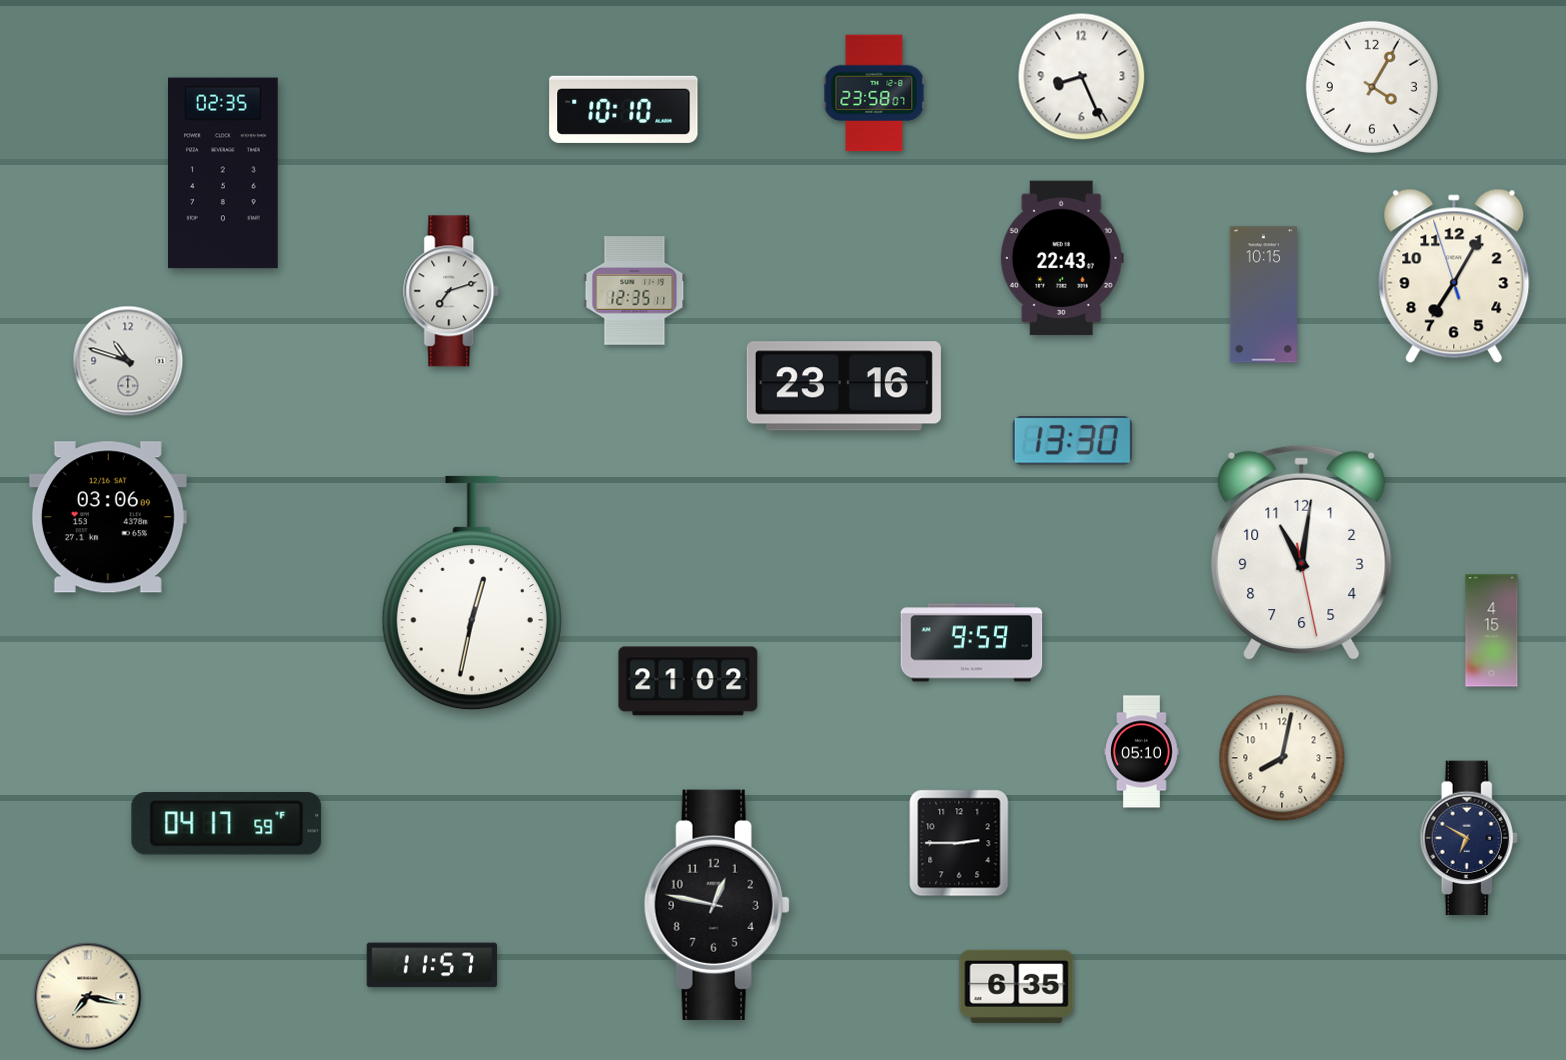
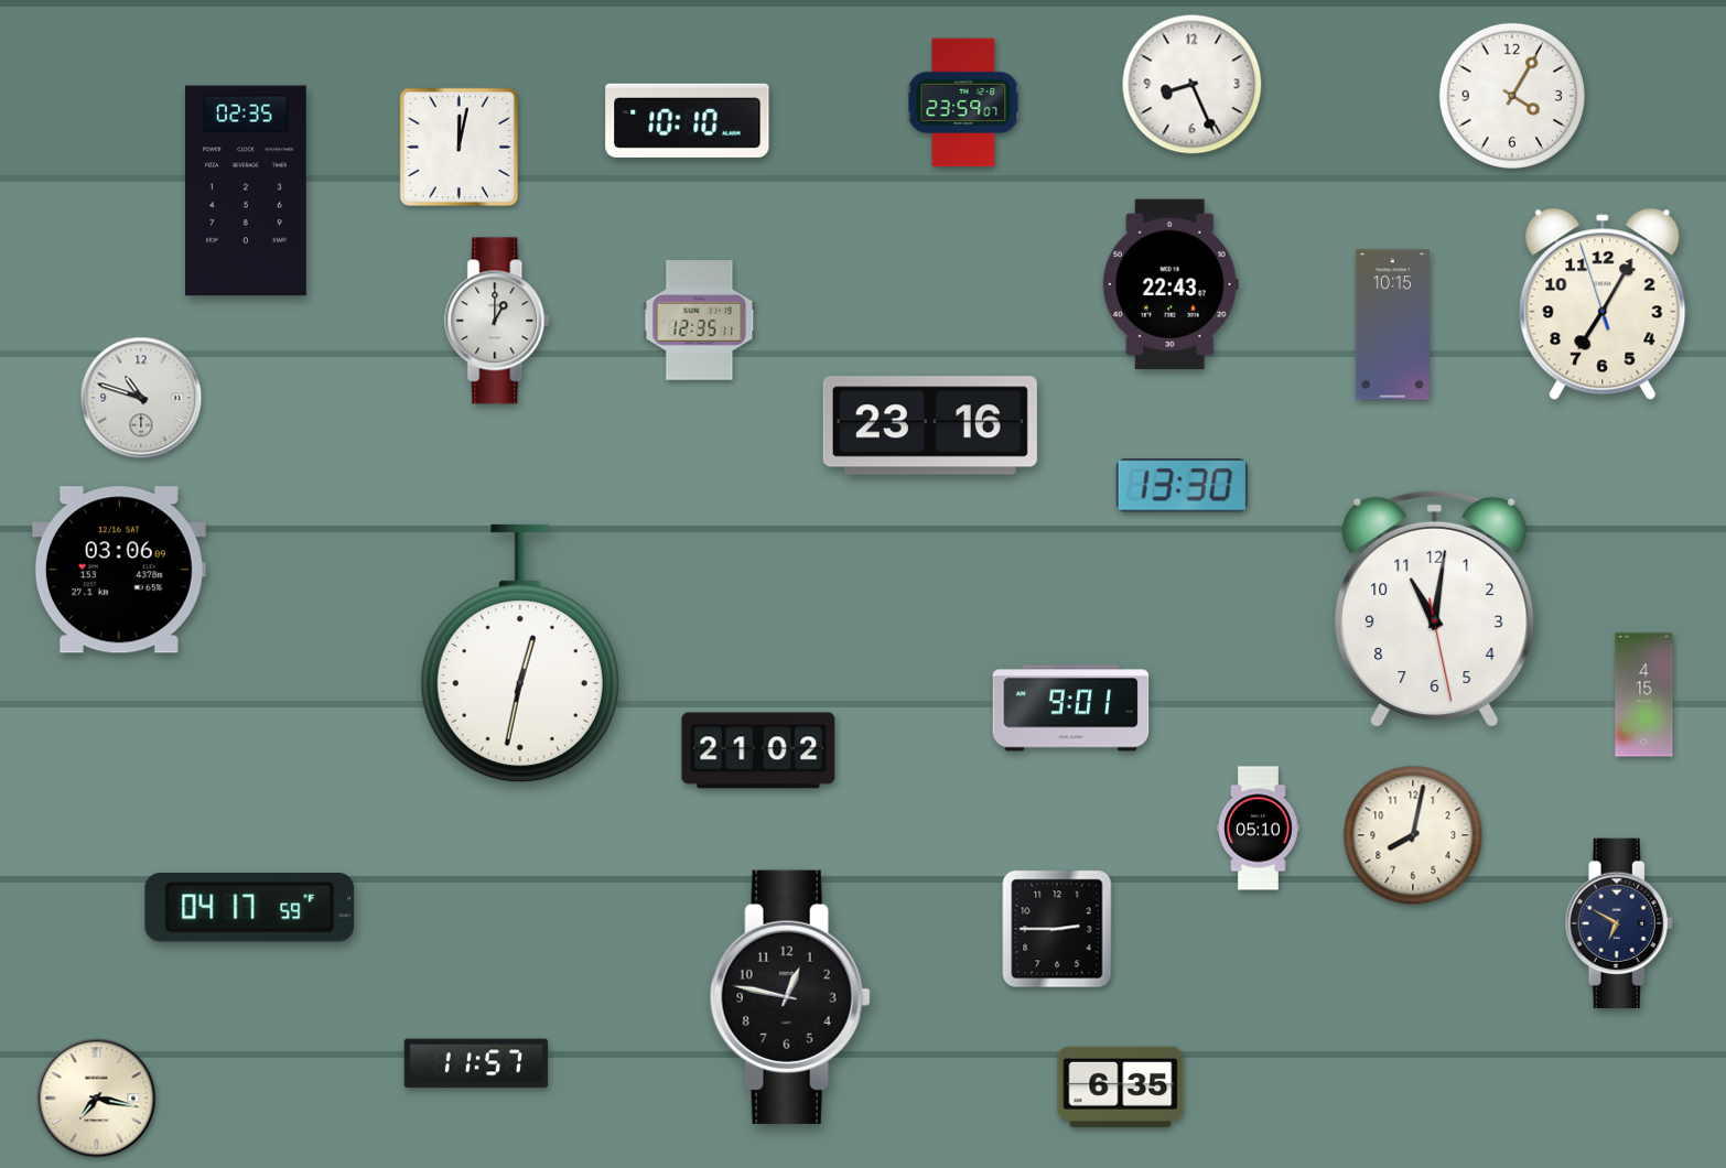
clock at (874, 93): 23:58 -> 23:59
clock at (459, 147): none -> 12:02
clock at (452, 291): 7:12 -> 1:00
clock at (972, 643): 9:59 -> 9:01
